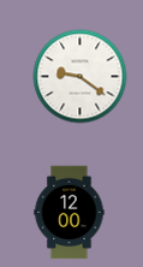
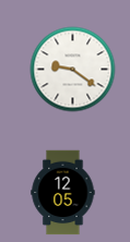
clock at (70, 212): 12:00 -> 12:05
